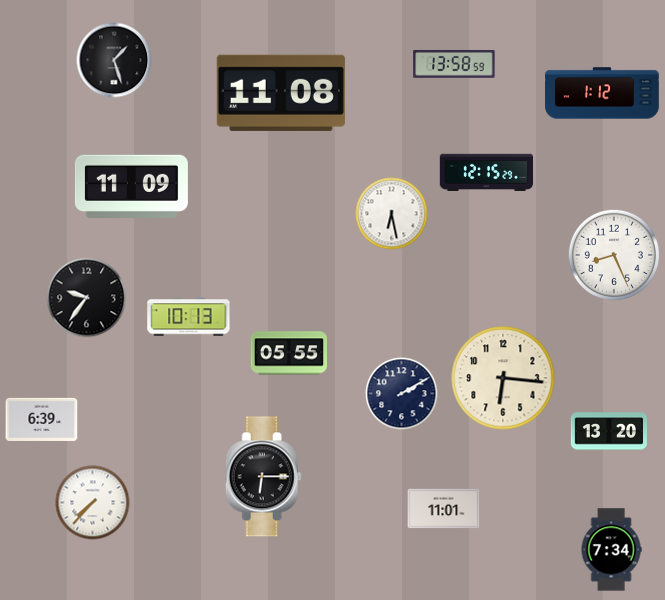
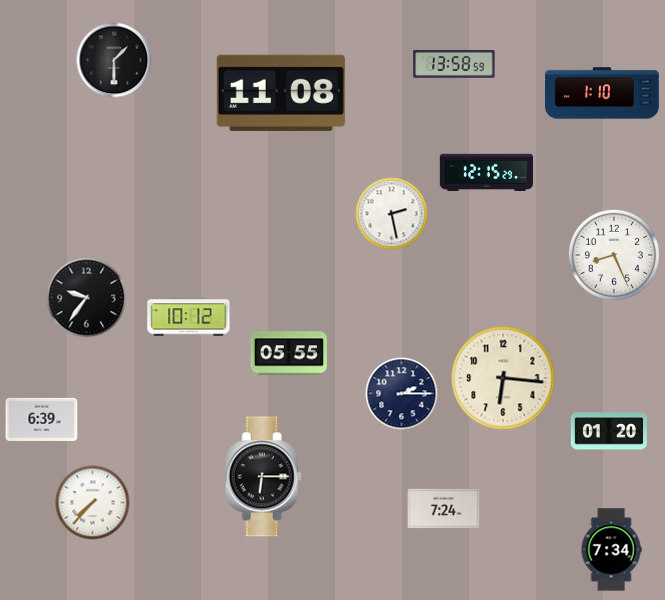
clock at (114, 60): 1:27 -> 1:30
clock at (602, 93): 1:12 -> 1:10
clock at (131, 186): 11:09 -> none
clock at (392, 214): 6:28 -> 2:28
clock at (189, 317): 10:13 -> 10:12
clock at (402, 394): 2:10 -> 2:15
clock at (608, 431): 13:20 -> 01:20
clock at (444, 509): 11:01 -> 7:24
